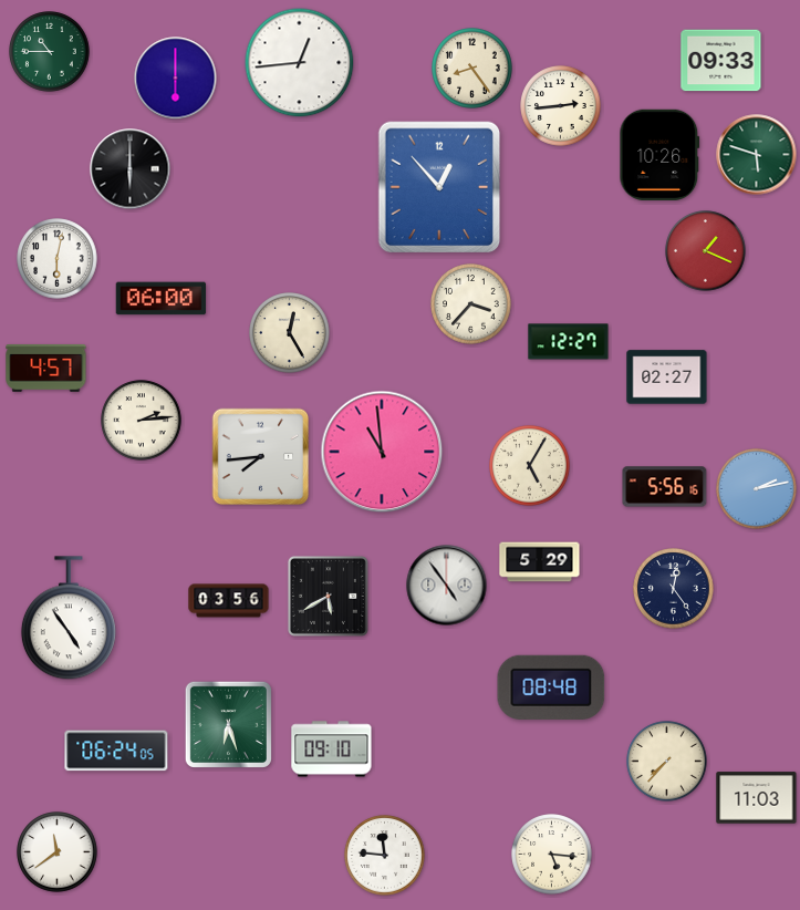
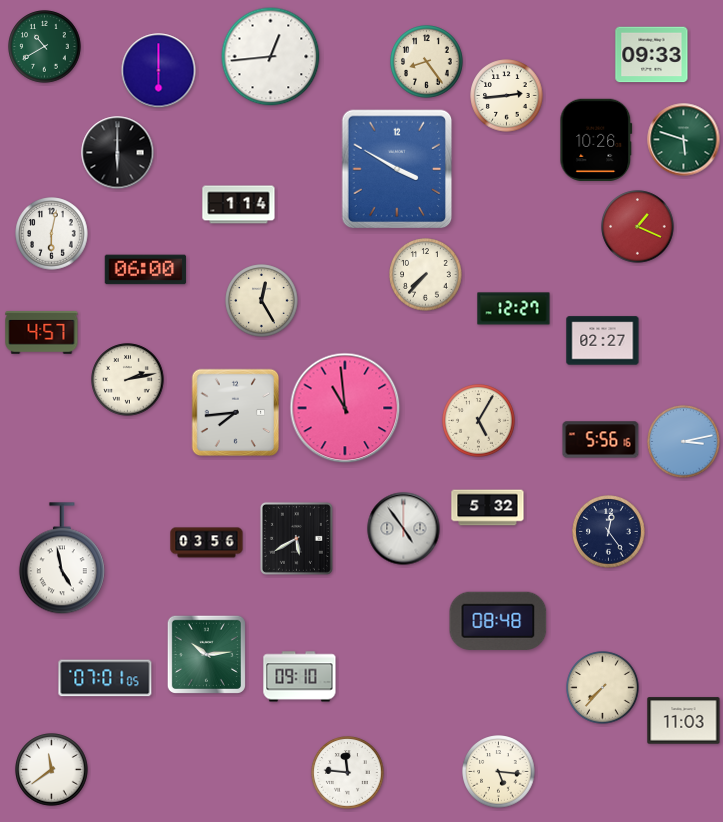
clock at (50, 52): 10:45 -> 10:40
clock at (439, 187): 12:53 -> 3:50
clock at (239, 205): none -> 1:14
clock at (471, 304): 3:37 -> 7:37
clock at (142, 421): 2:14 -> 2:13
clock at (757, 489): 2:13 -> 3:13
clock at (540, 562): 5:29 -> 5:32
clock at (69, 619): 4:54 -> 4:58
clock at (228, 724): 6:27 -> 10:14
clock at (116, 751): 06:24 -> 07:01
